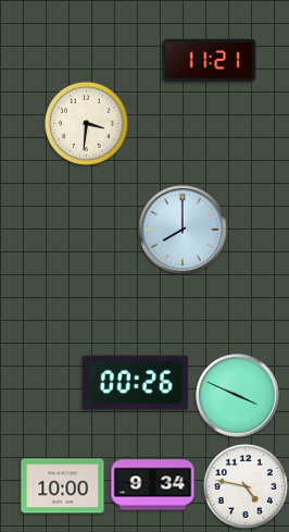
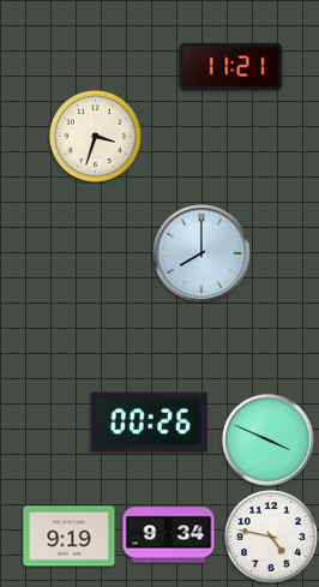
clock at (86, 123): 3:31 -> 3:33
clock at (238, 396) position: (238, 396) -> (269, 441)
clock at (63, 486): 10:00 -> 9:19
